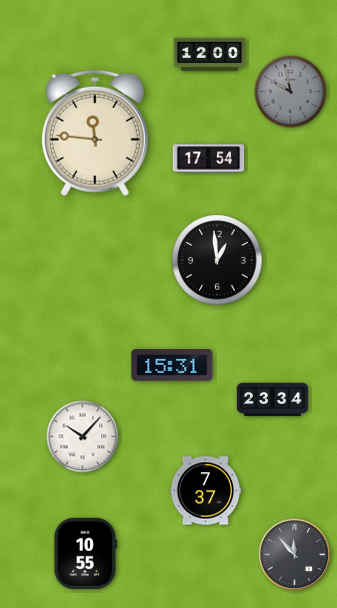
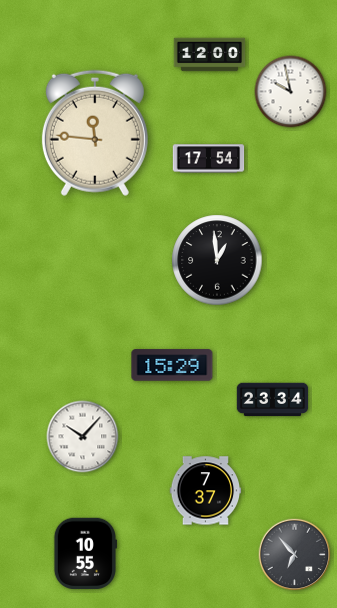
clock at (291, 92) dial: grey -> white
clock at (172, 365): 15:31 -> 15:29
clock at (295, 555): 11:53 -> 6:53
